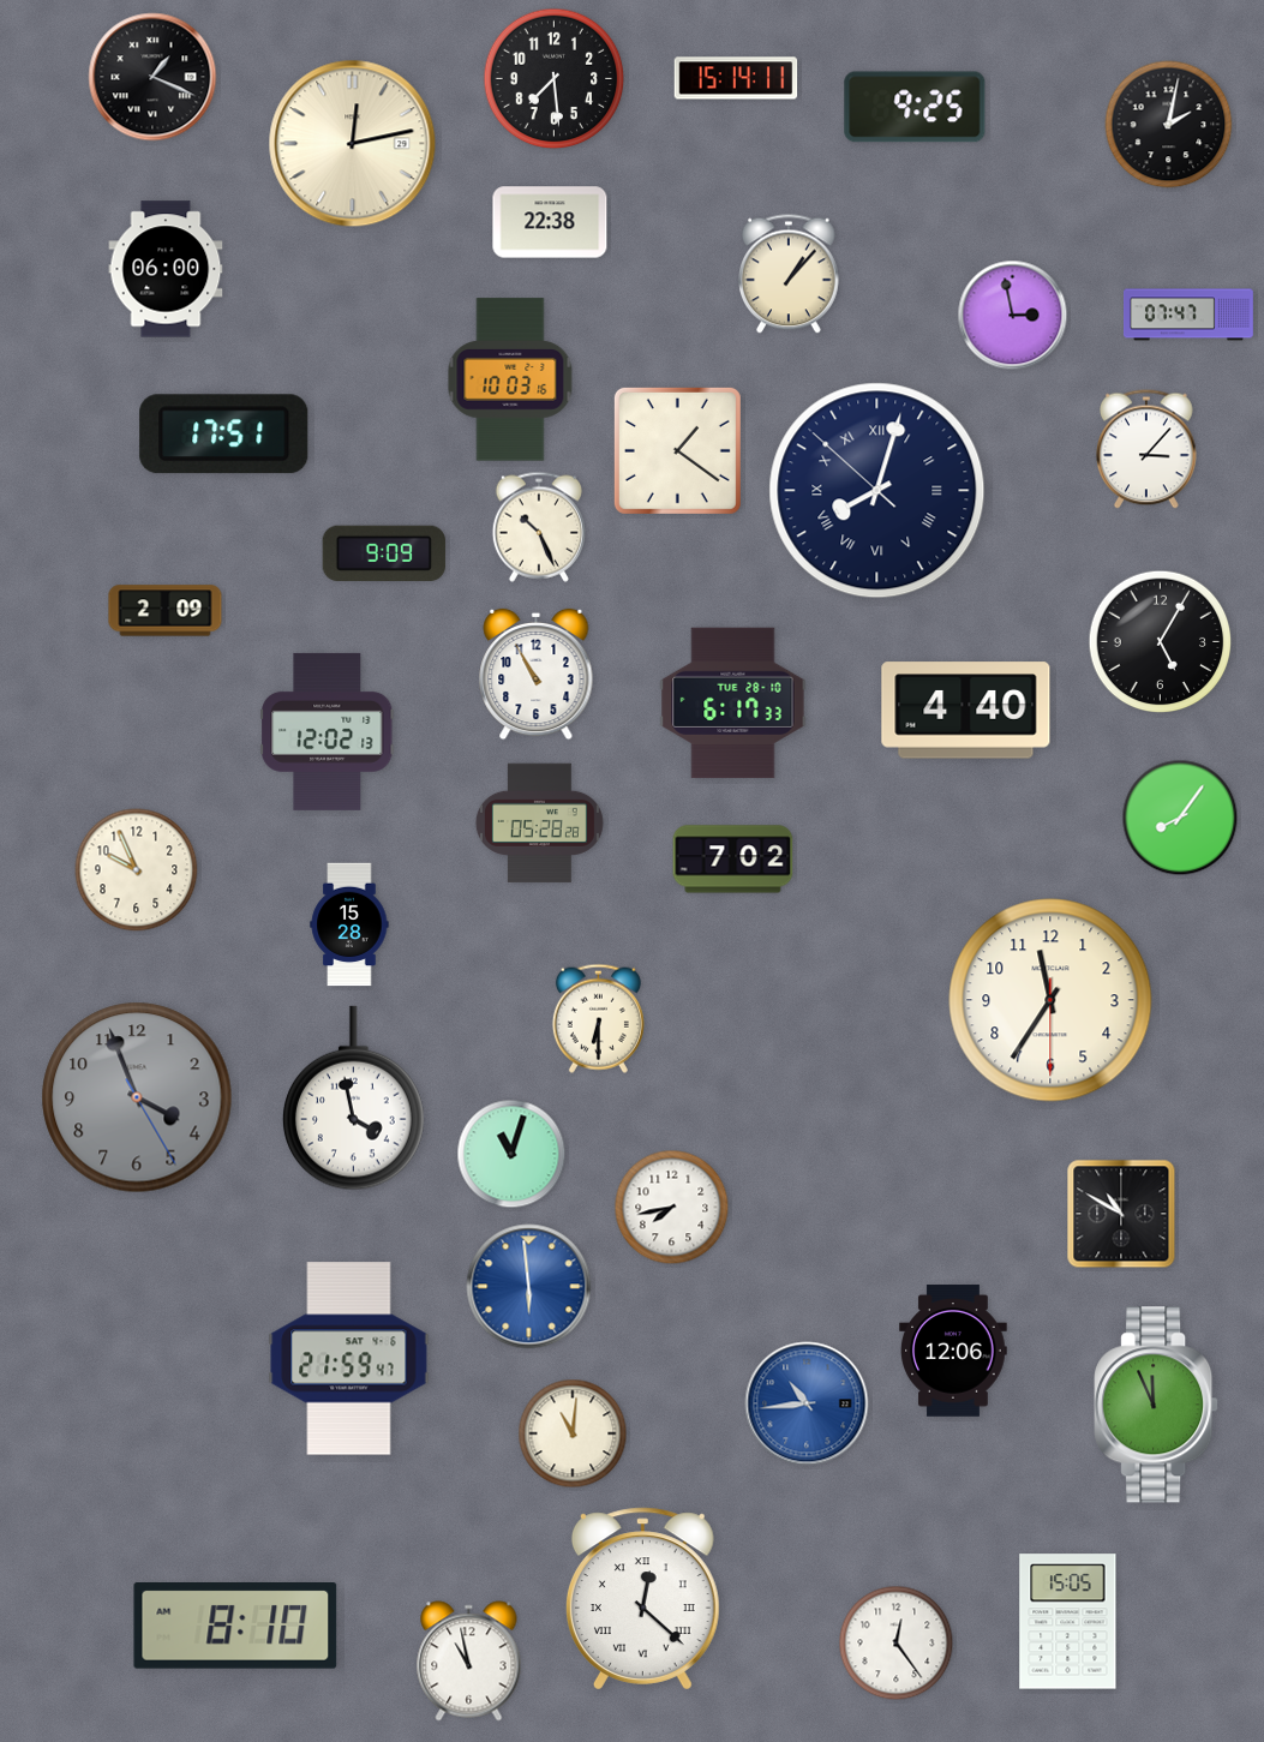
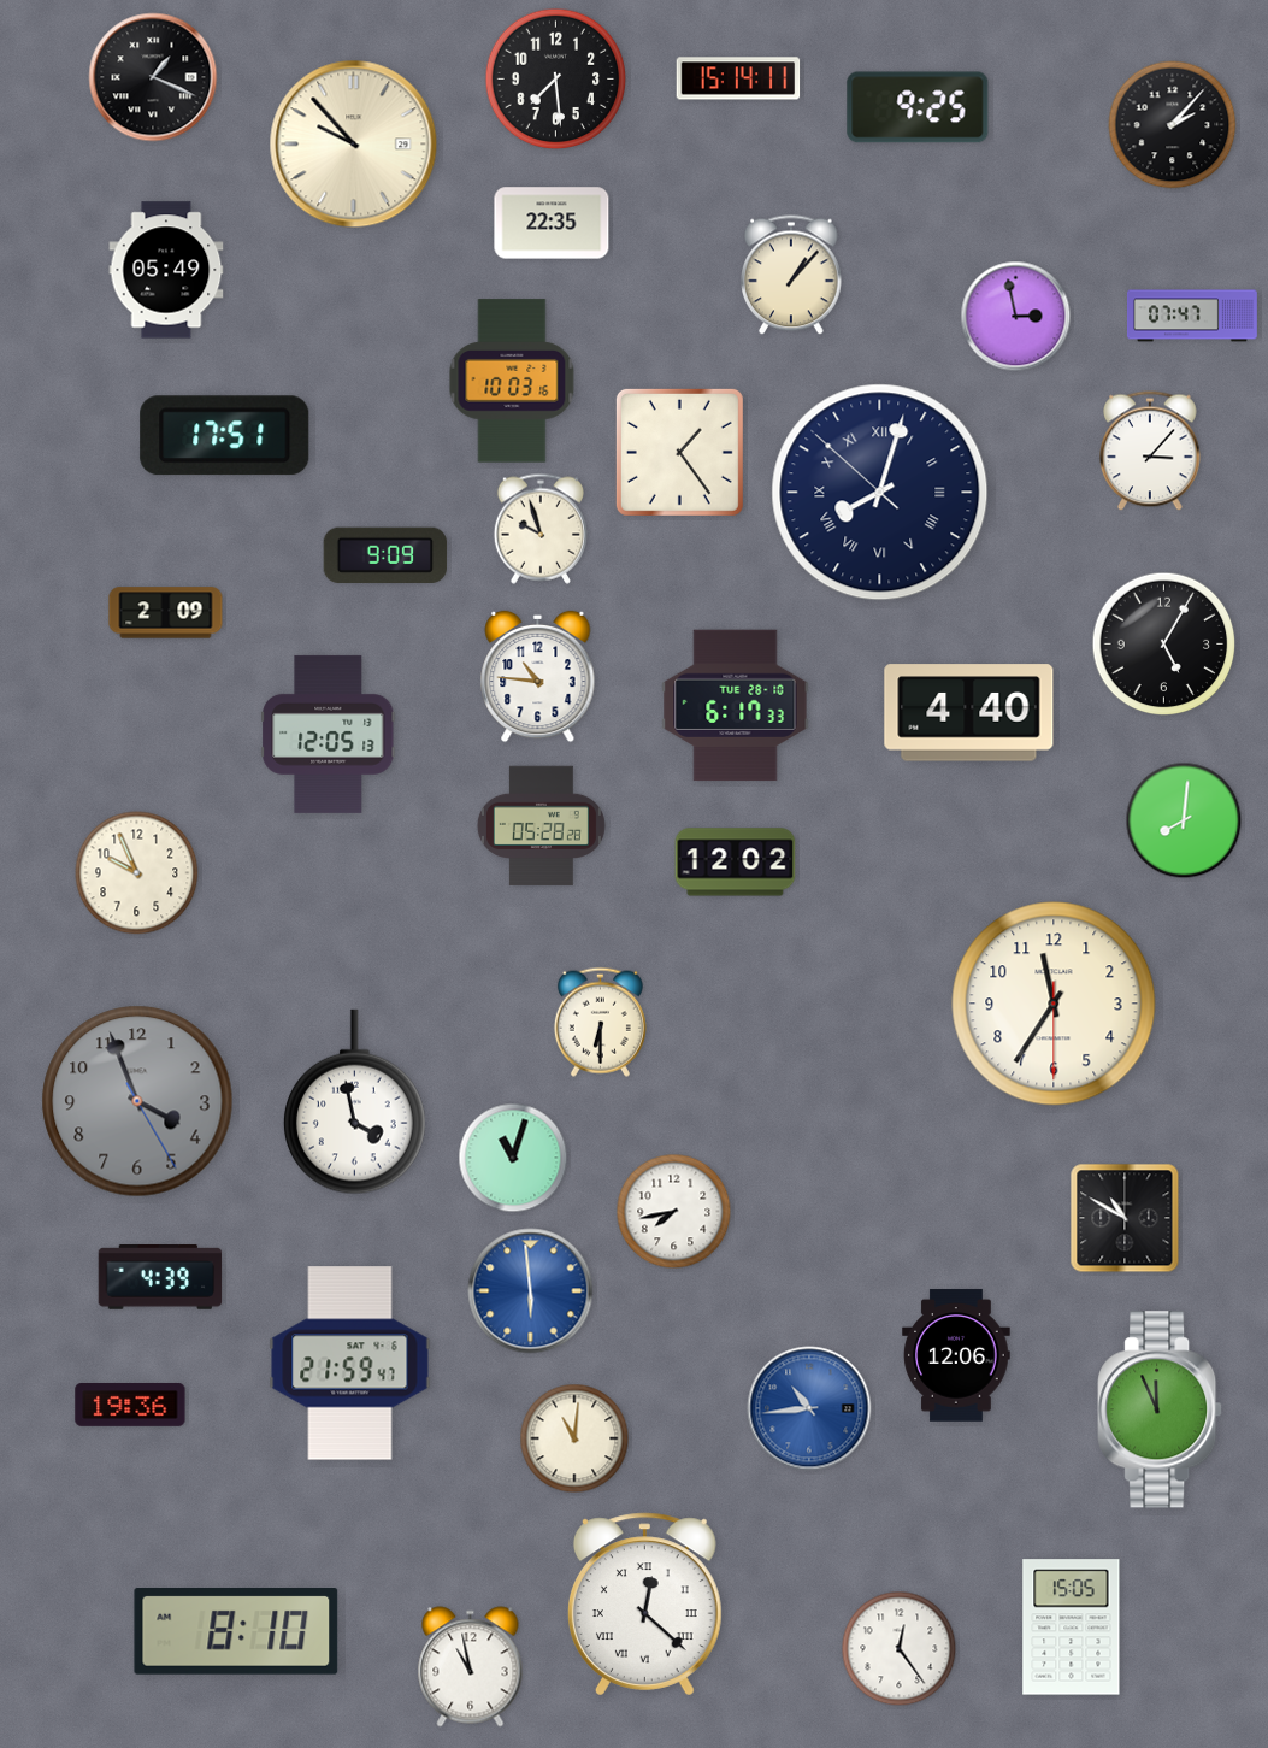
clock at (1169, 125): 2:02 -> 2:07
clock at (353, 144): 12:13 -> 9:53
clock at (550, 222): 22:38 -> 22:35
clock at (166, 269): 06:00 -> 05:49
clock at (677, 450): 1:21 -> 1:24
clock at (539, 527): 10:26 -> 9:57
clock at (537, 675): 10:55 -> 10:46
clock at (328, 731): 12:02 -> 12:05
clock at (1180, 818): 8:06 -> 8:01
clock at (733, 860): 7:02 -> 12:02
clock at (349, 924): 15:28 -> none
clock at (160, 1278): none -> 4:39
clock at (130, 1406): none -> 19:36
